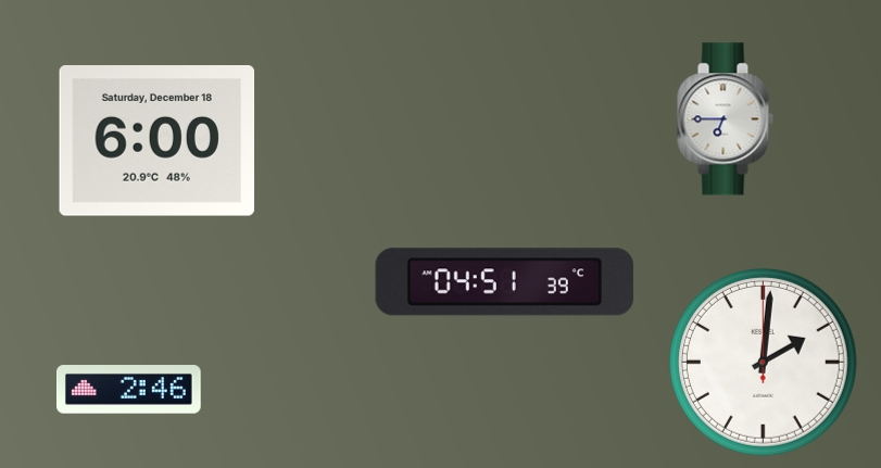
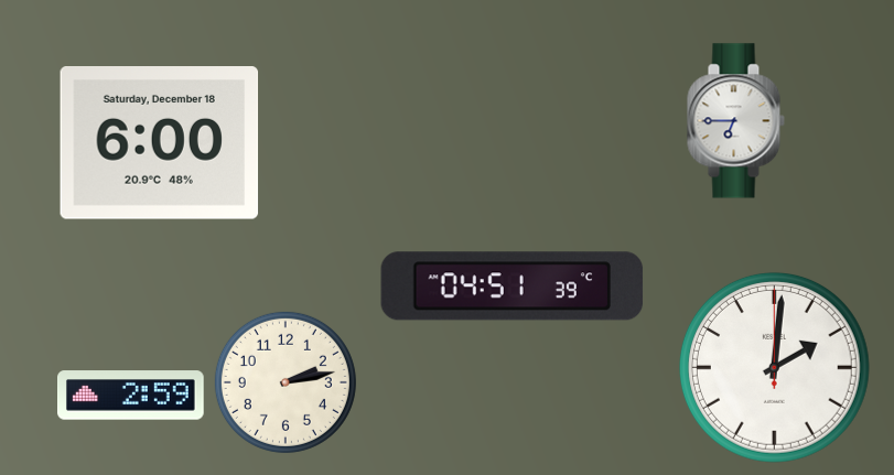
clock at (286, 382): none -> 2:13
clock at (129, 390): 2:46 -> 2:59
